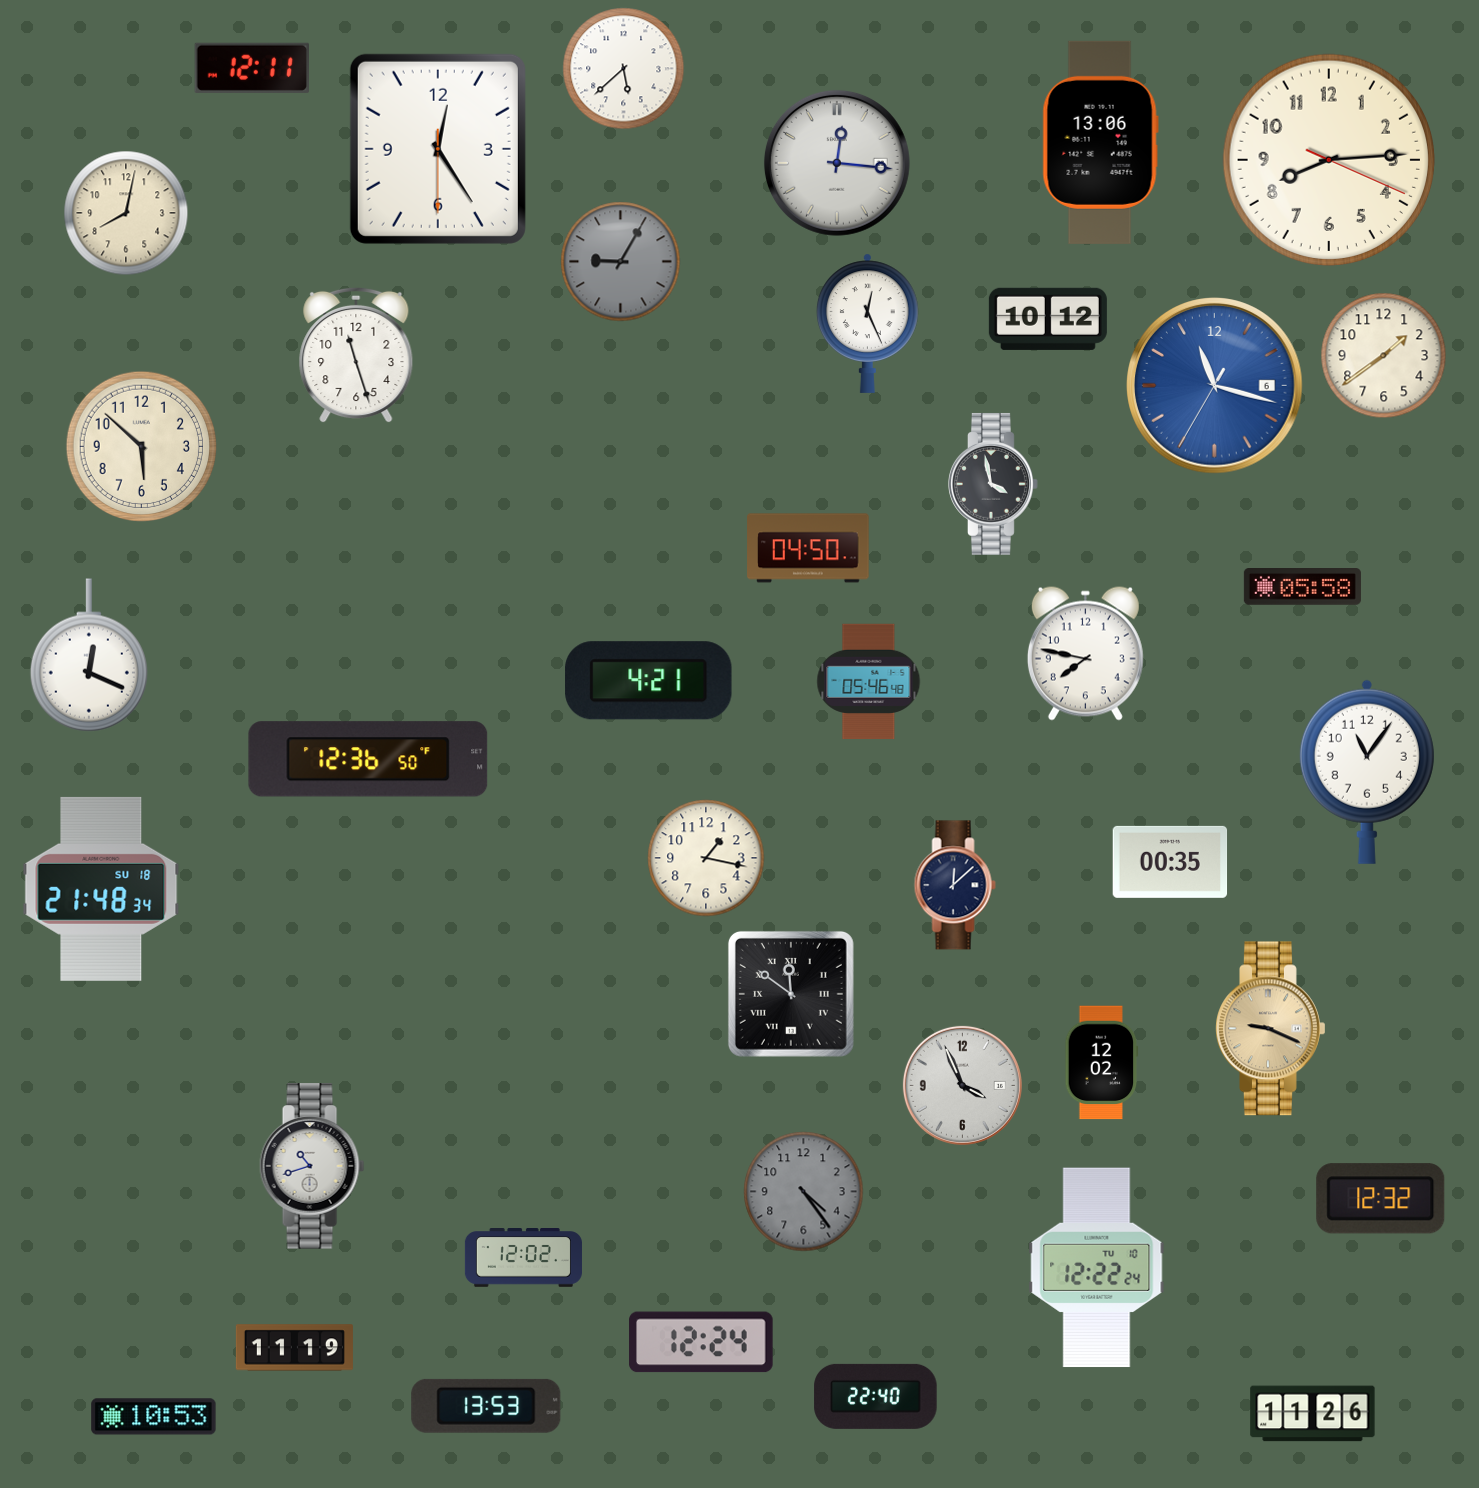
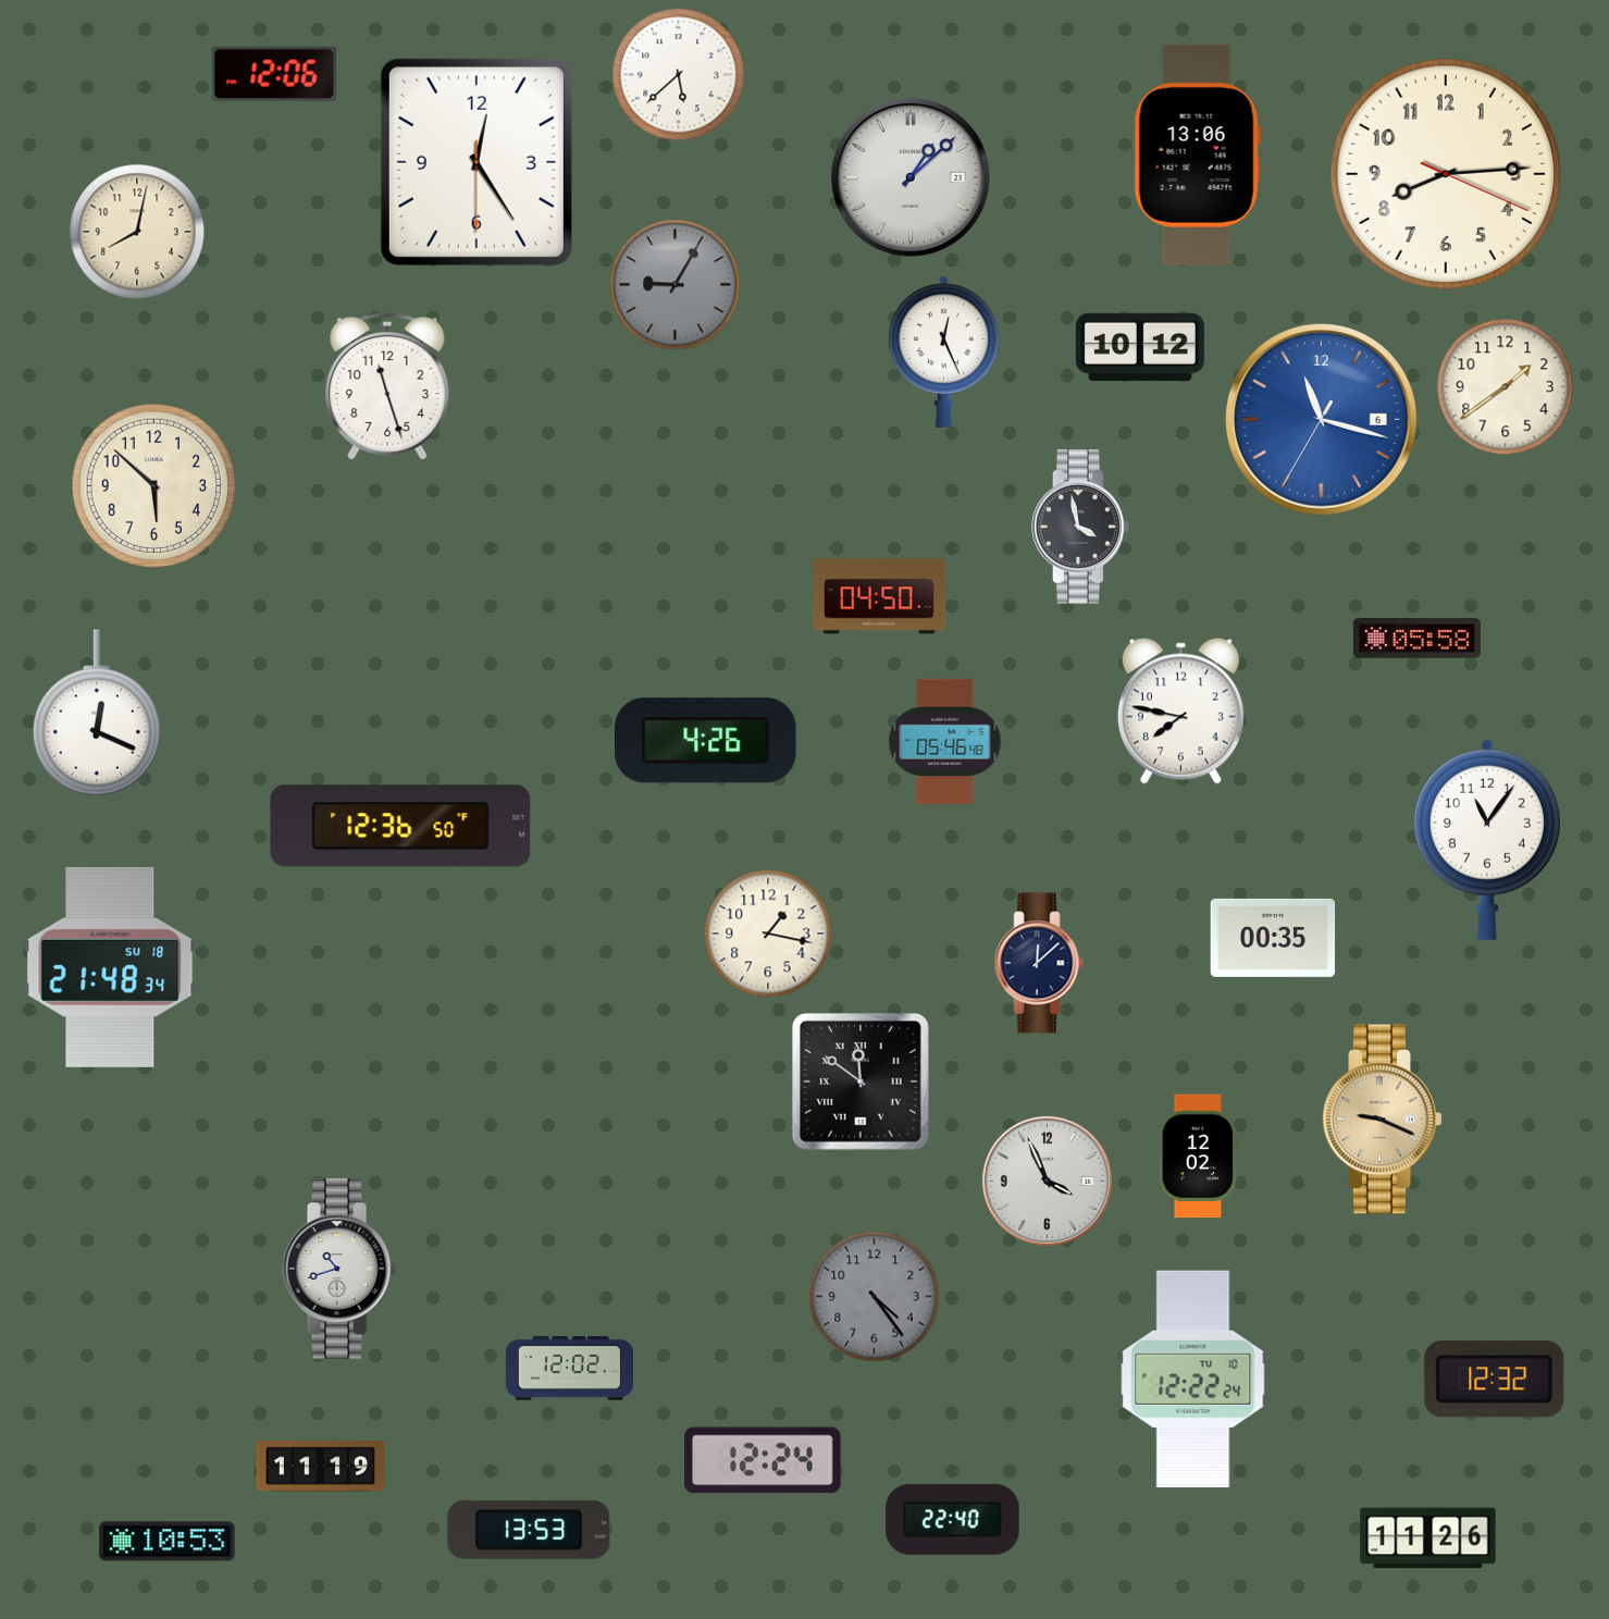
clock at (251, 68): 12:11 -> 12:06
clock at (837, 163): 12:16 -> 1:08
clock at (649, 681): 4:21 -> 4:26
clock at (1381, 1199) position: (1381, 1199) -> (1495, 1380)
